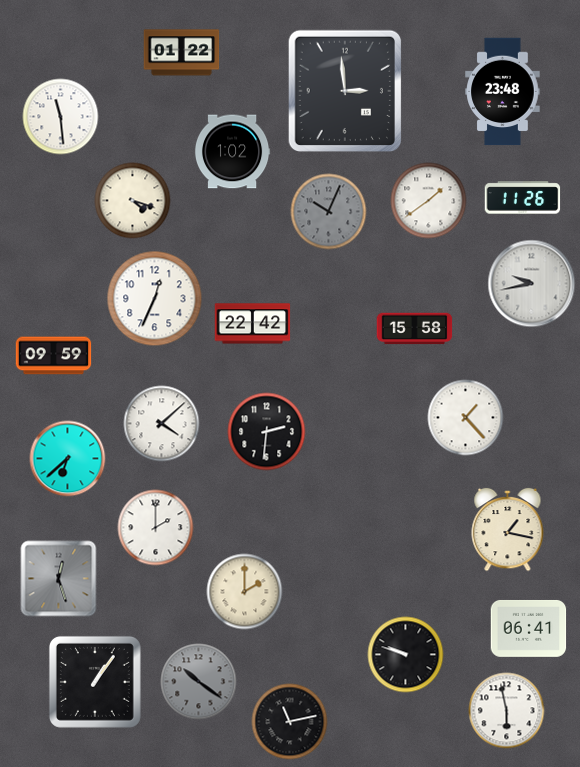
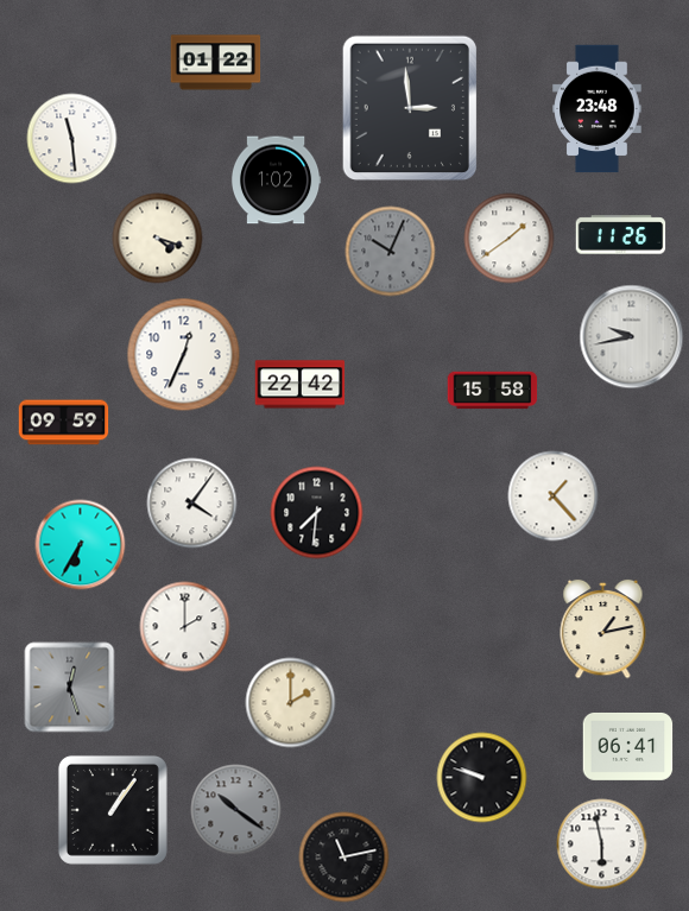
clock at (162, 424): 4:08 -> 4:06
clock at (267, 432): 2:31 -> 7:31
clock at (68, 459): 6:38 -> 6:35
clock at (508, 530): 1:17 -> 1:13
